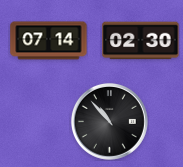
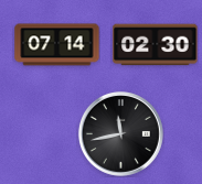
clock at (49, 41) position: (49, 41) -> (57, 45)
clock at (109, 121): 10:53 -> 11:43
